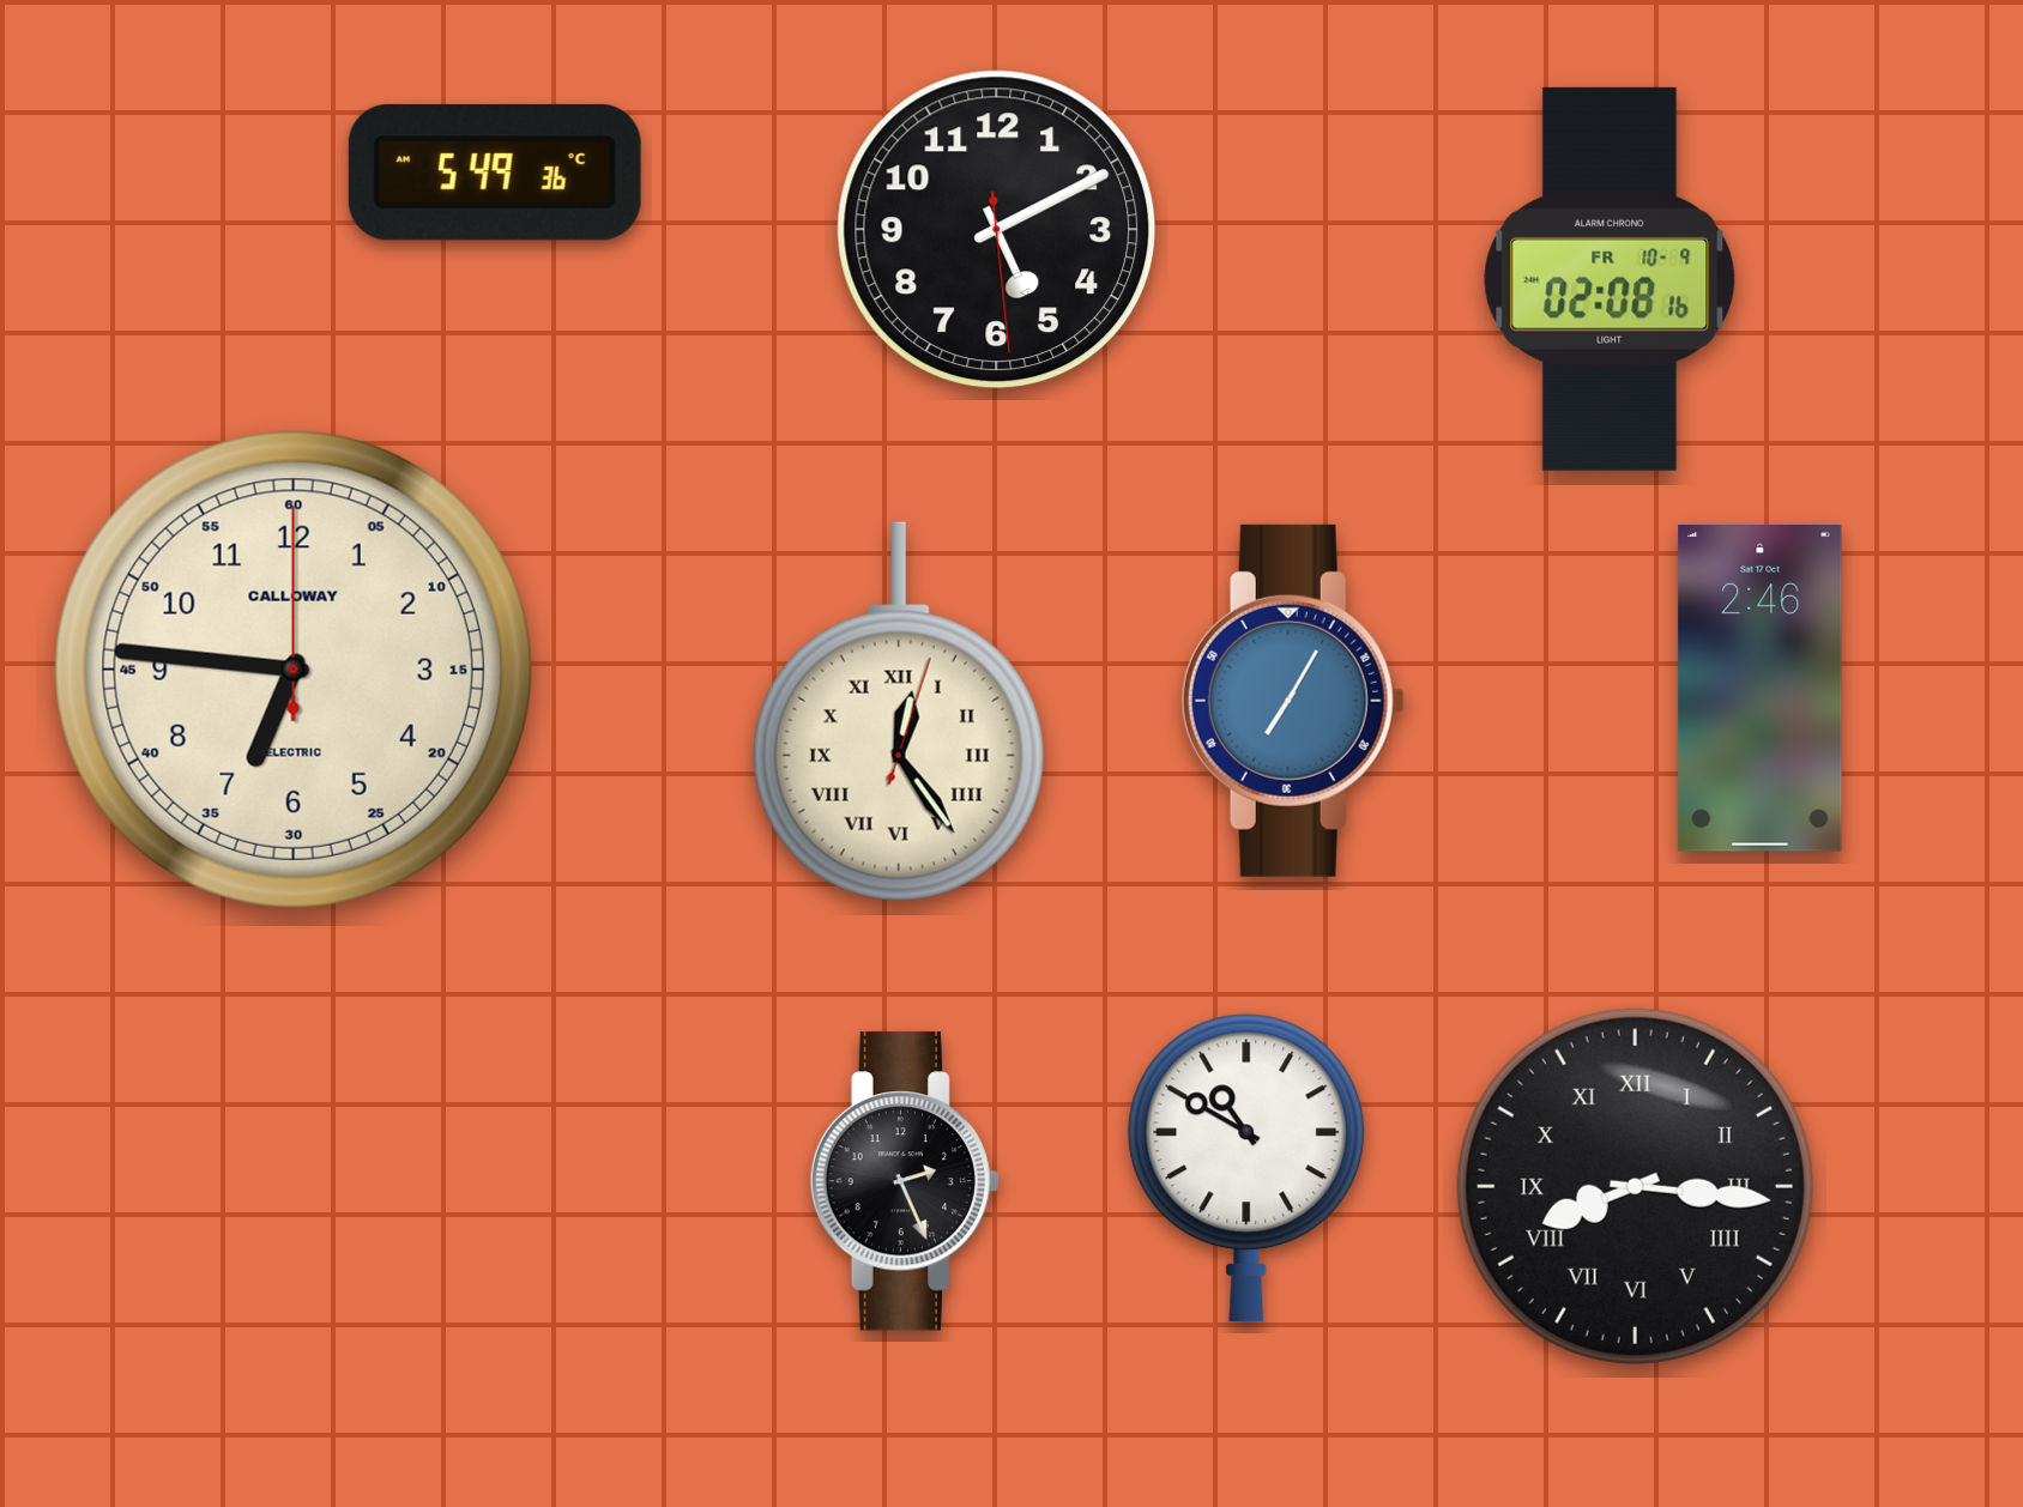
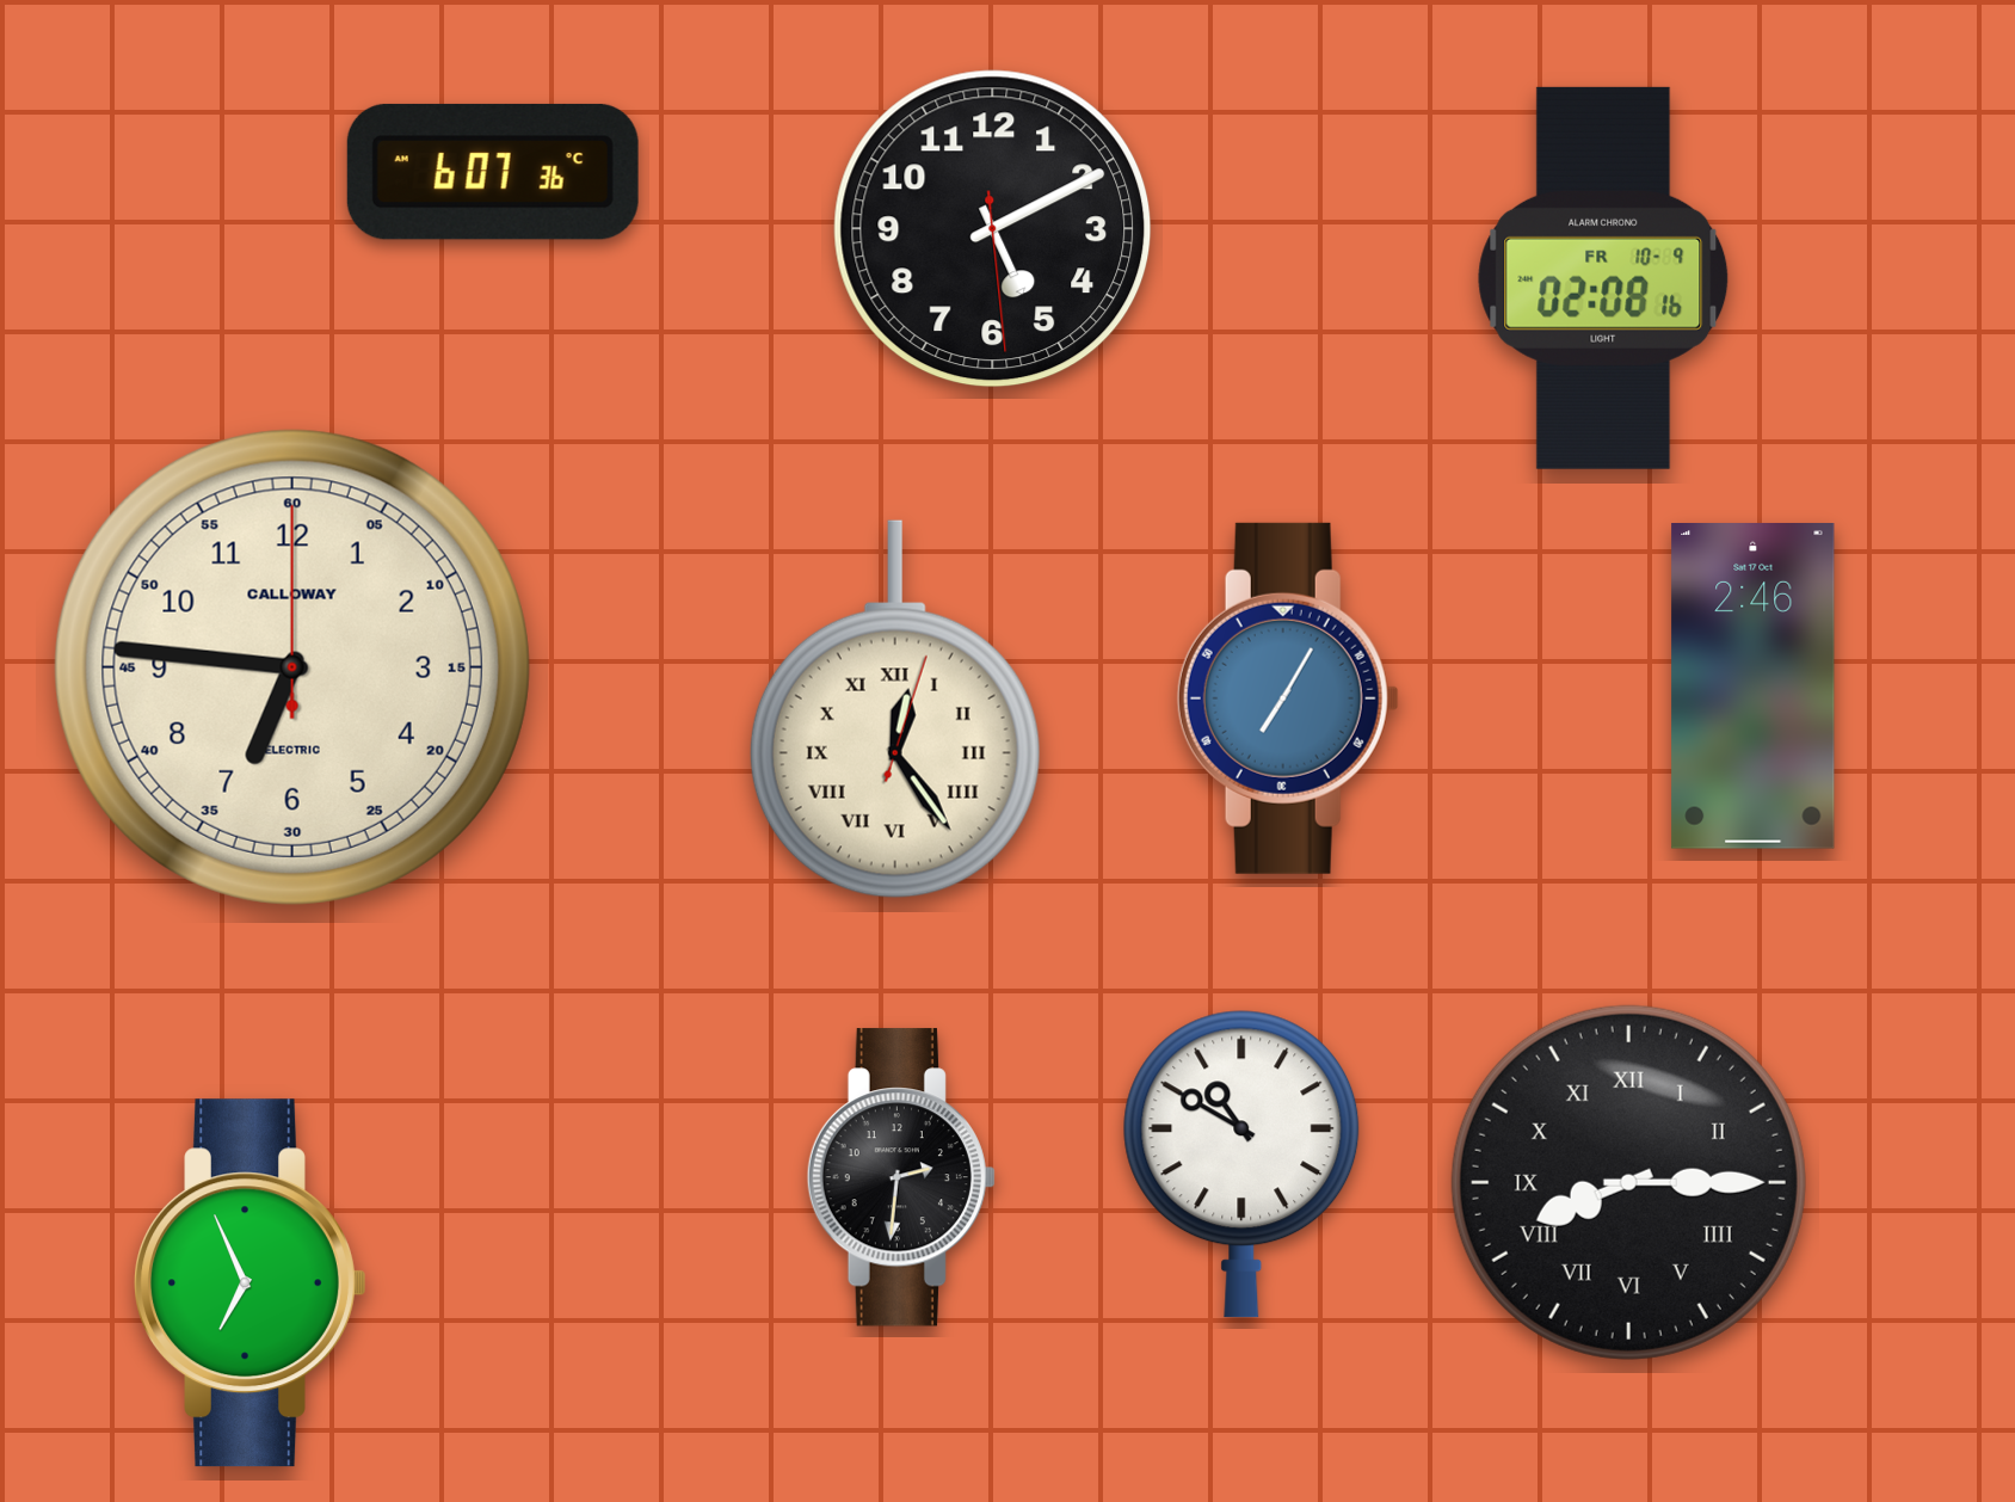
clock at (495, 173): 5:49 -> 6:07
clock at (905, 1181): 2:26 -> 2:31
clock at (1635, 1186): 8:16 -> 8:15
clock at (251, 1284): none -> 6:56
